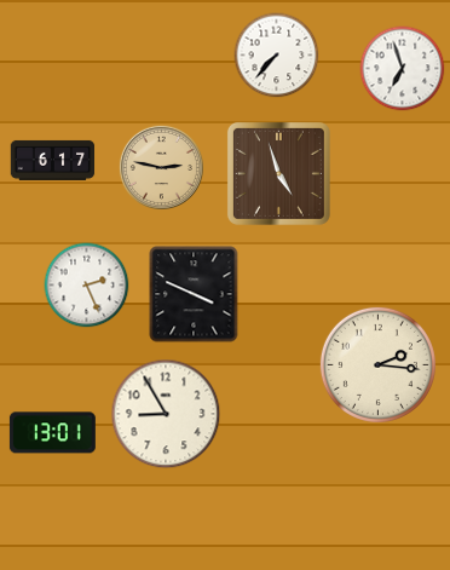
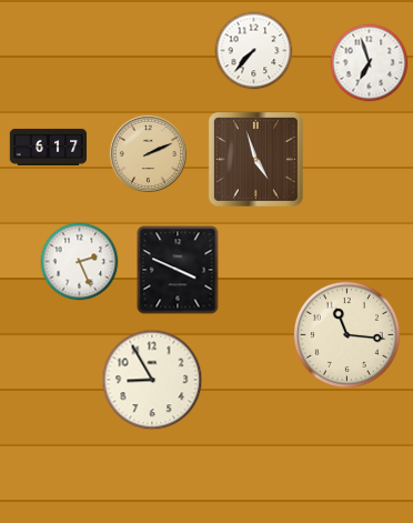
clock at (161, 167): 2:47 -> 2:11
clock at (377, 364): 2:16 -> 11:16
clock at (52, 433): 13:01 -> none
